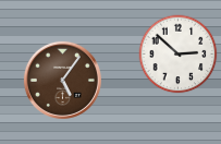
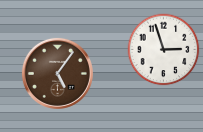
clock at (179, 55): 2:52 -> 2:57
